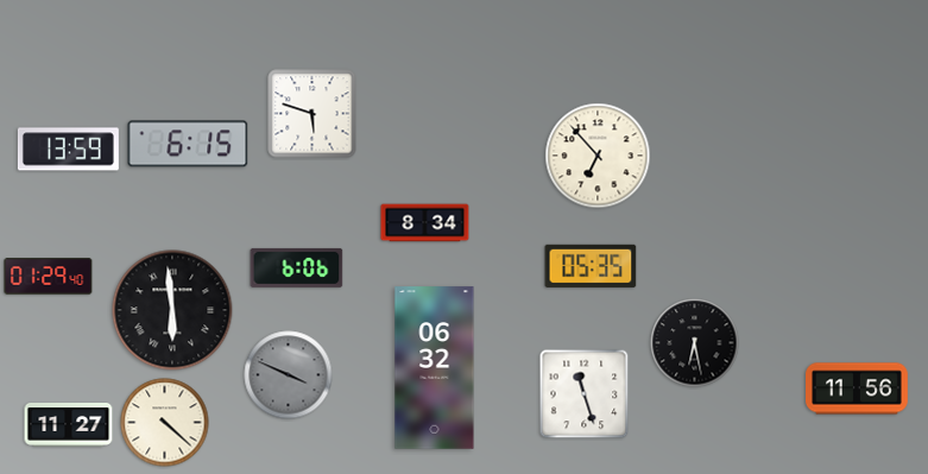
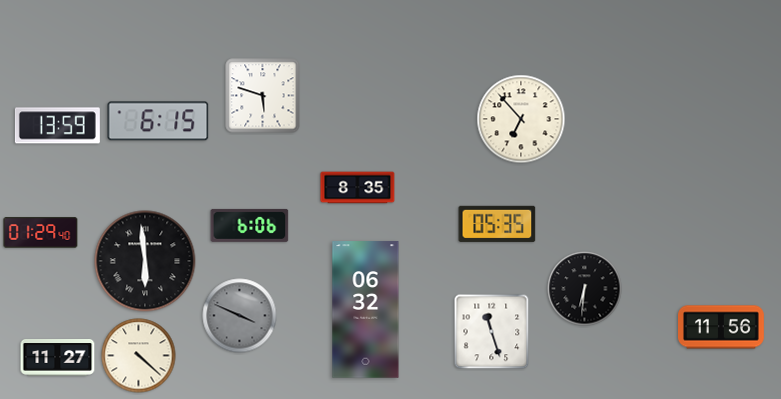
clock at (598, 156) position: (598, 156) -> (521, 119)
clock at (425, 223): 8:34 -> 8:35
clock at (695, 343): 6:28 -> 6:31
clock at (289, 375) position: (289, 375) -> (240, 316)
